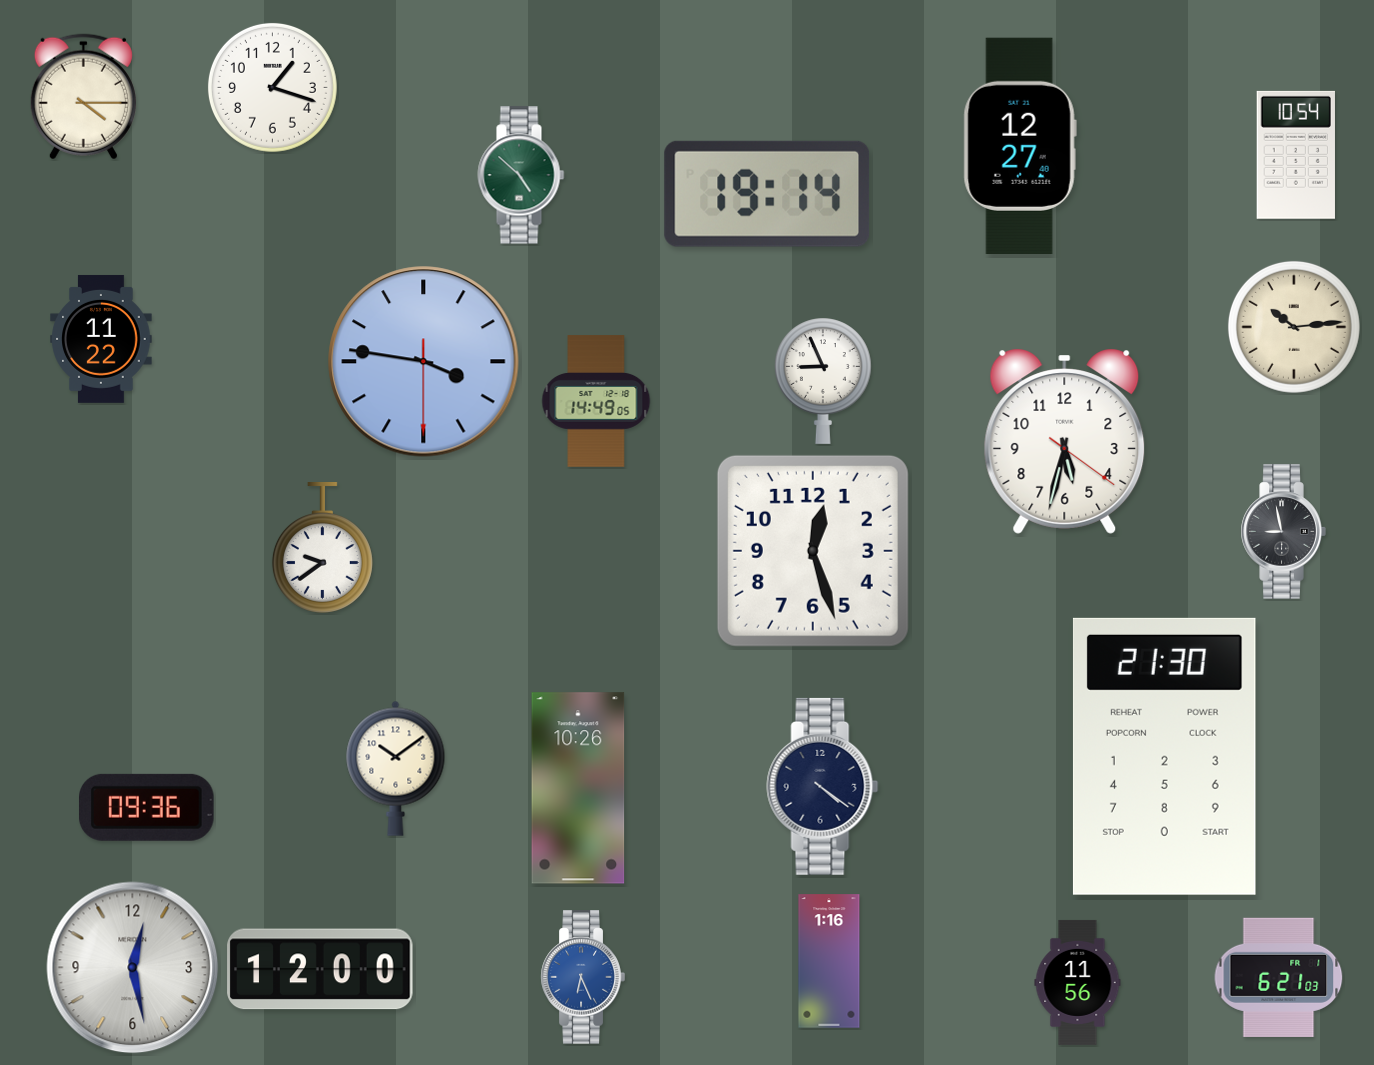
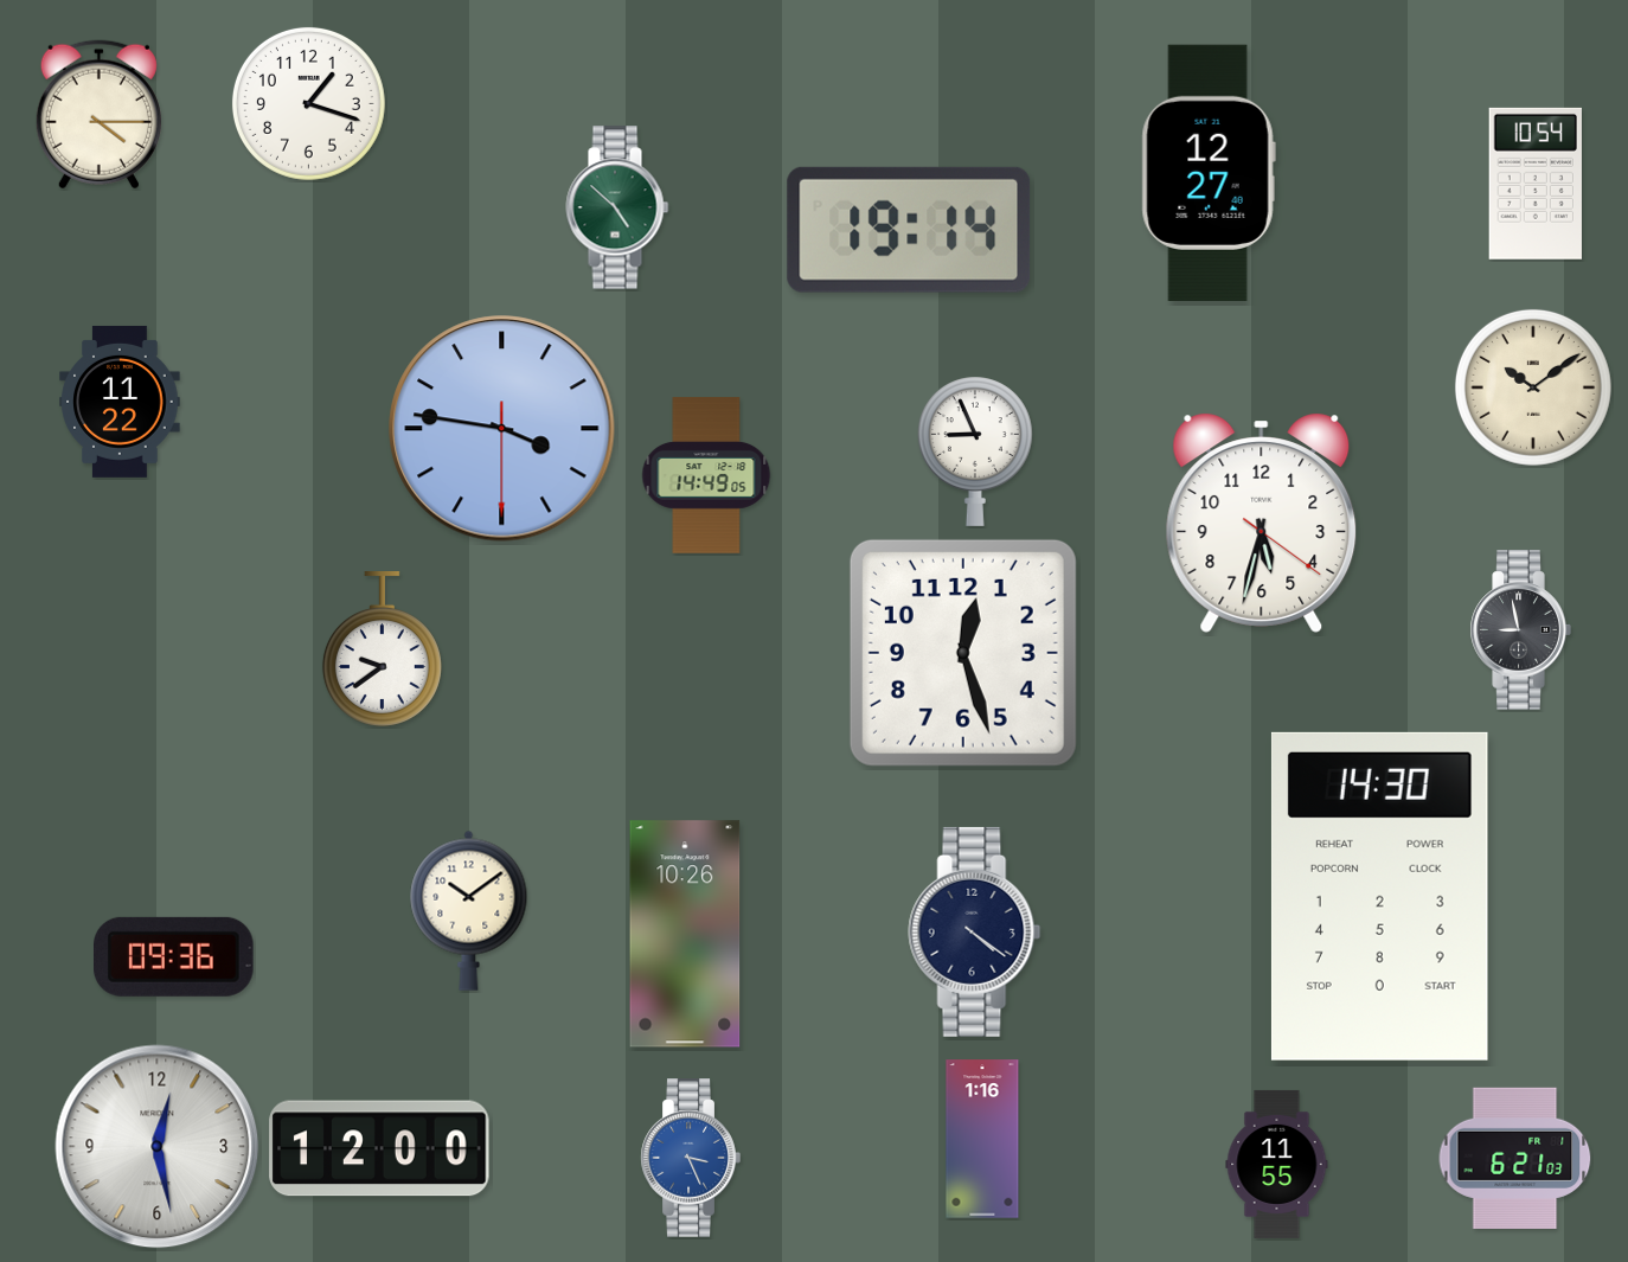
clock at (272, 87) position: (272, 87) -> (308, 103)
clock at (1294, 327): 10:14 -> 10:09
clock at (1164, 756): 21:30 -> 14:30
clock at (583, 977): 6:26 -> 3:26
clock at (1078, 982): 11:56 -> 11:55
